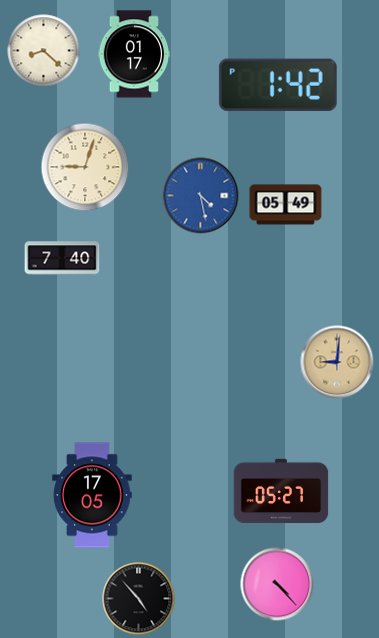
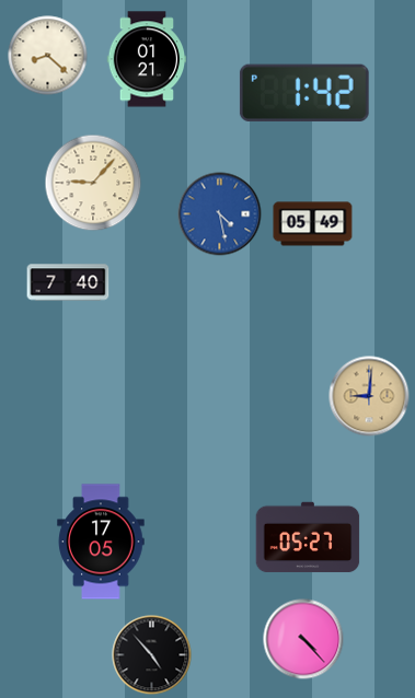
clock at (134, 54): 01:17 -> 01:21
clock at (85, 167): 9:03 -> 9:07
